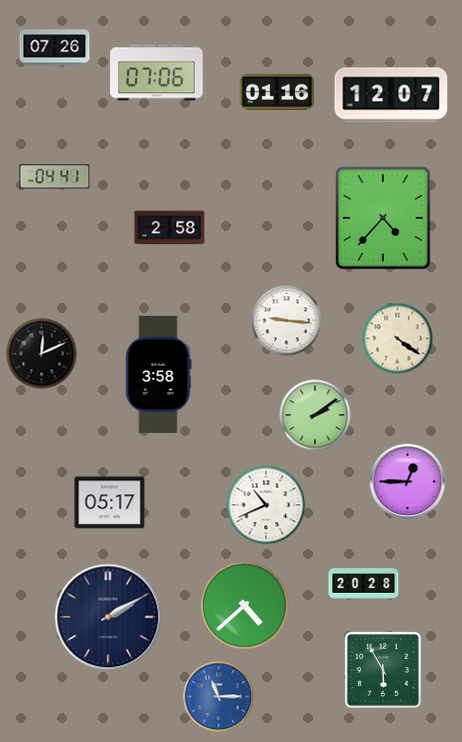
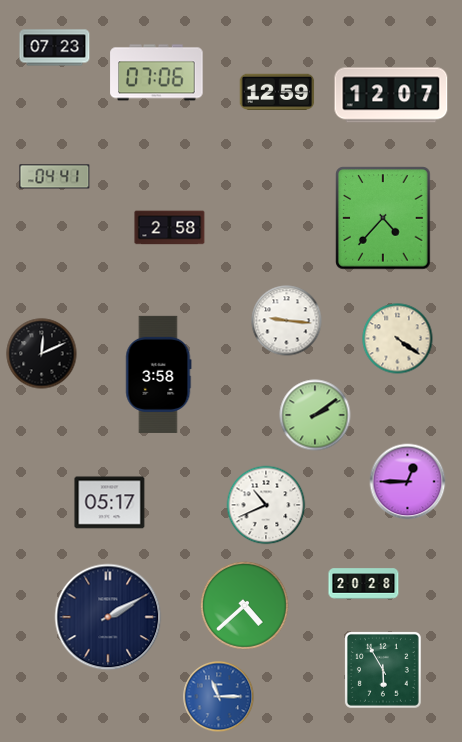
clock at (55, 48): 07:26 -> 07:23
clock at (277, 91): 01:16 -> 12:59
